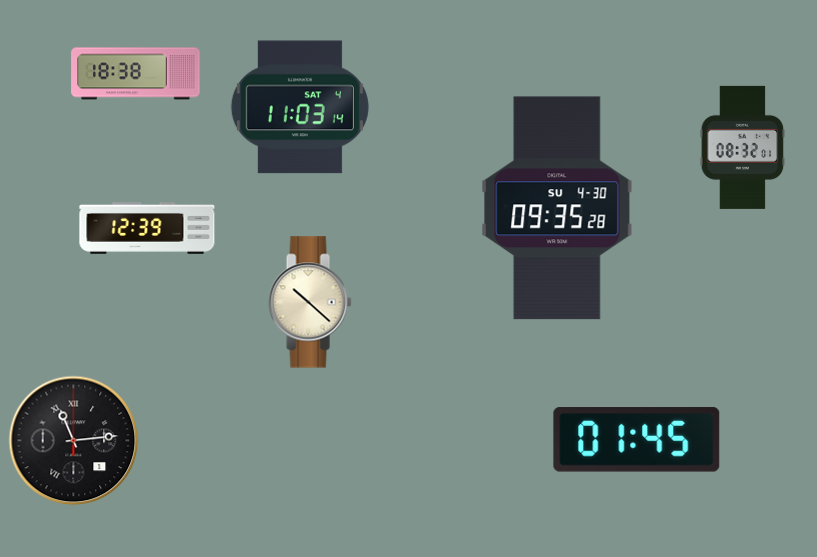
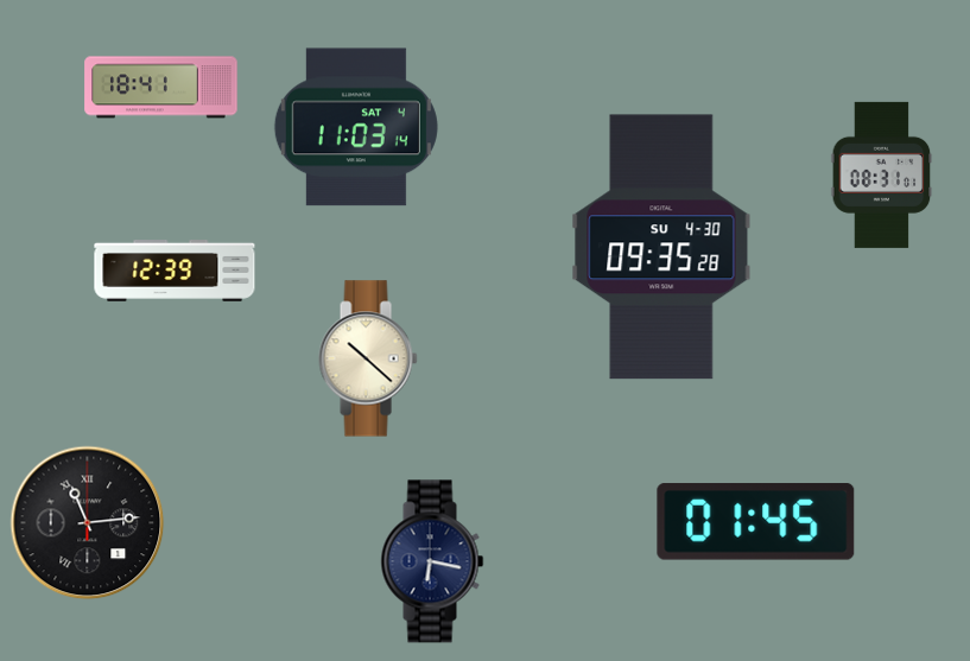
clock at (136, 74): 18:38 -> 18:41
clock at (743, 147): 08:32 -> 08:31
clock at (432, 561): none -> 6:17
